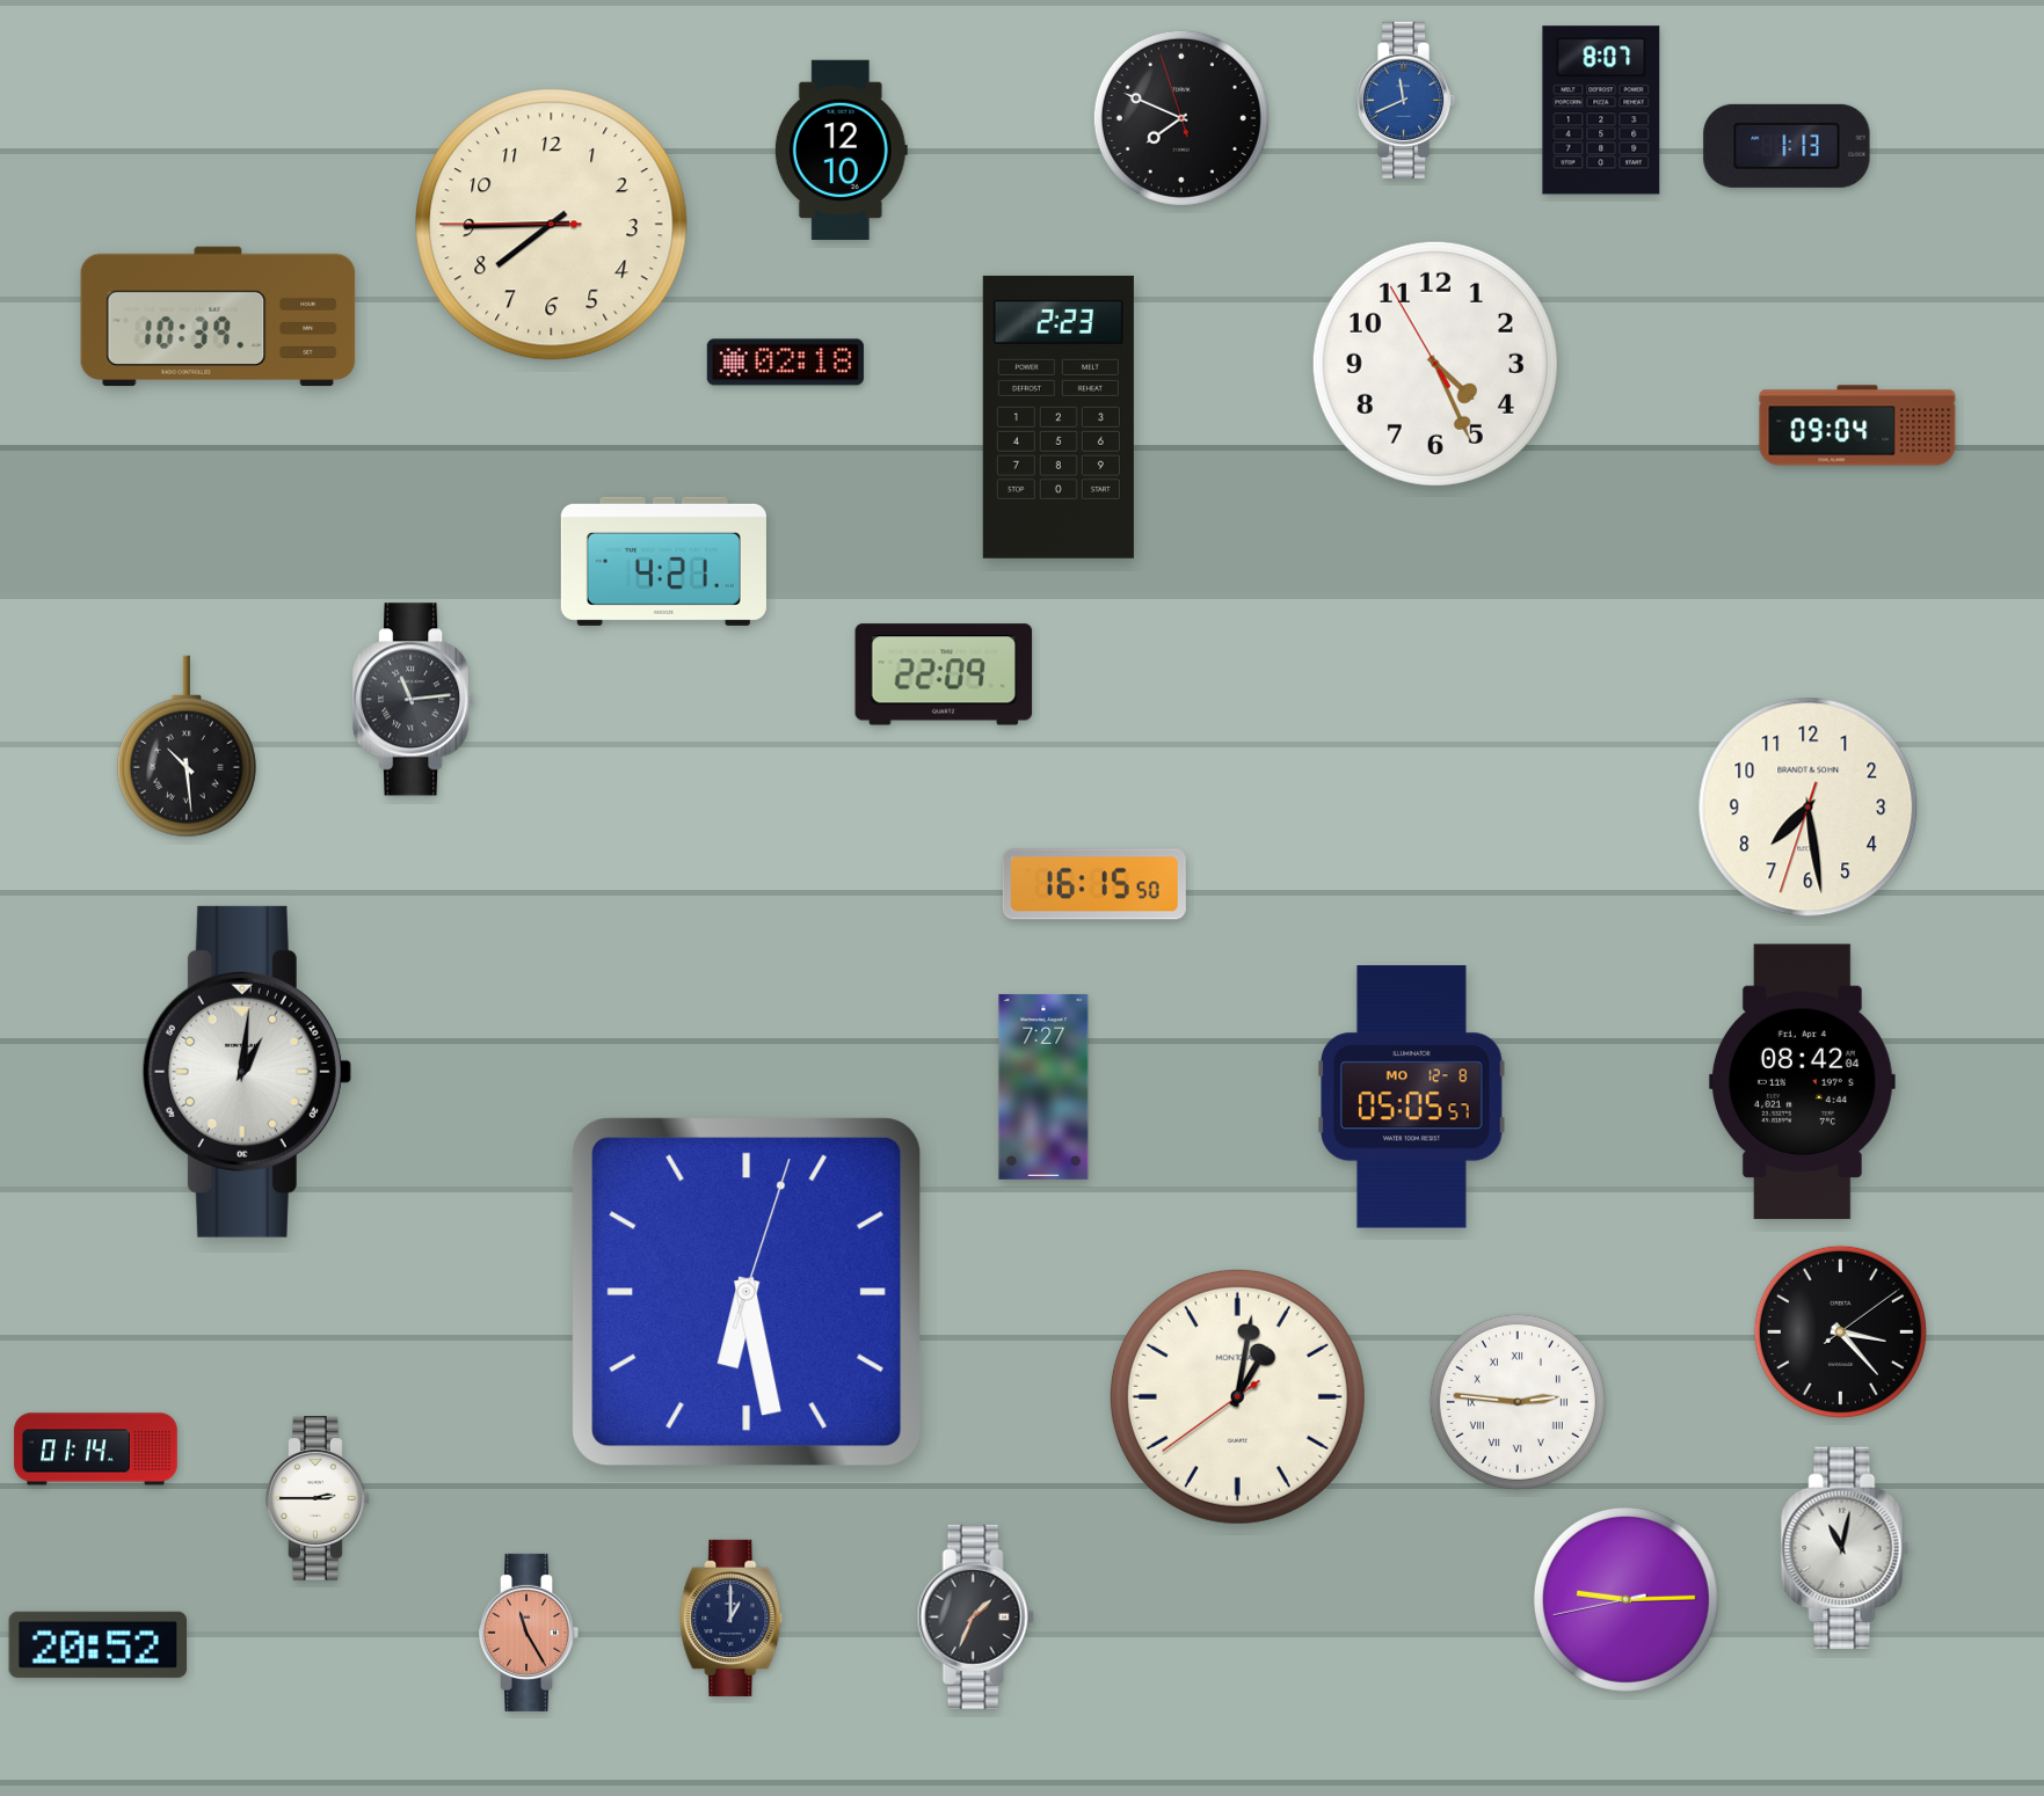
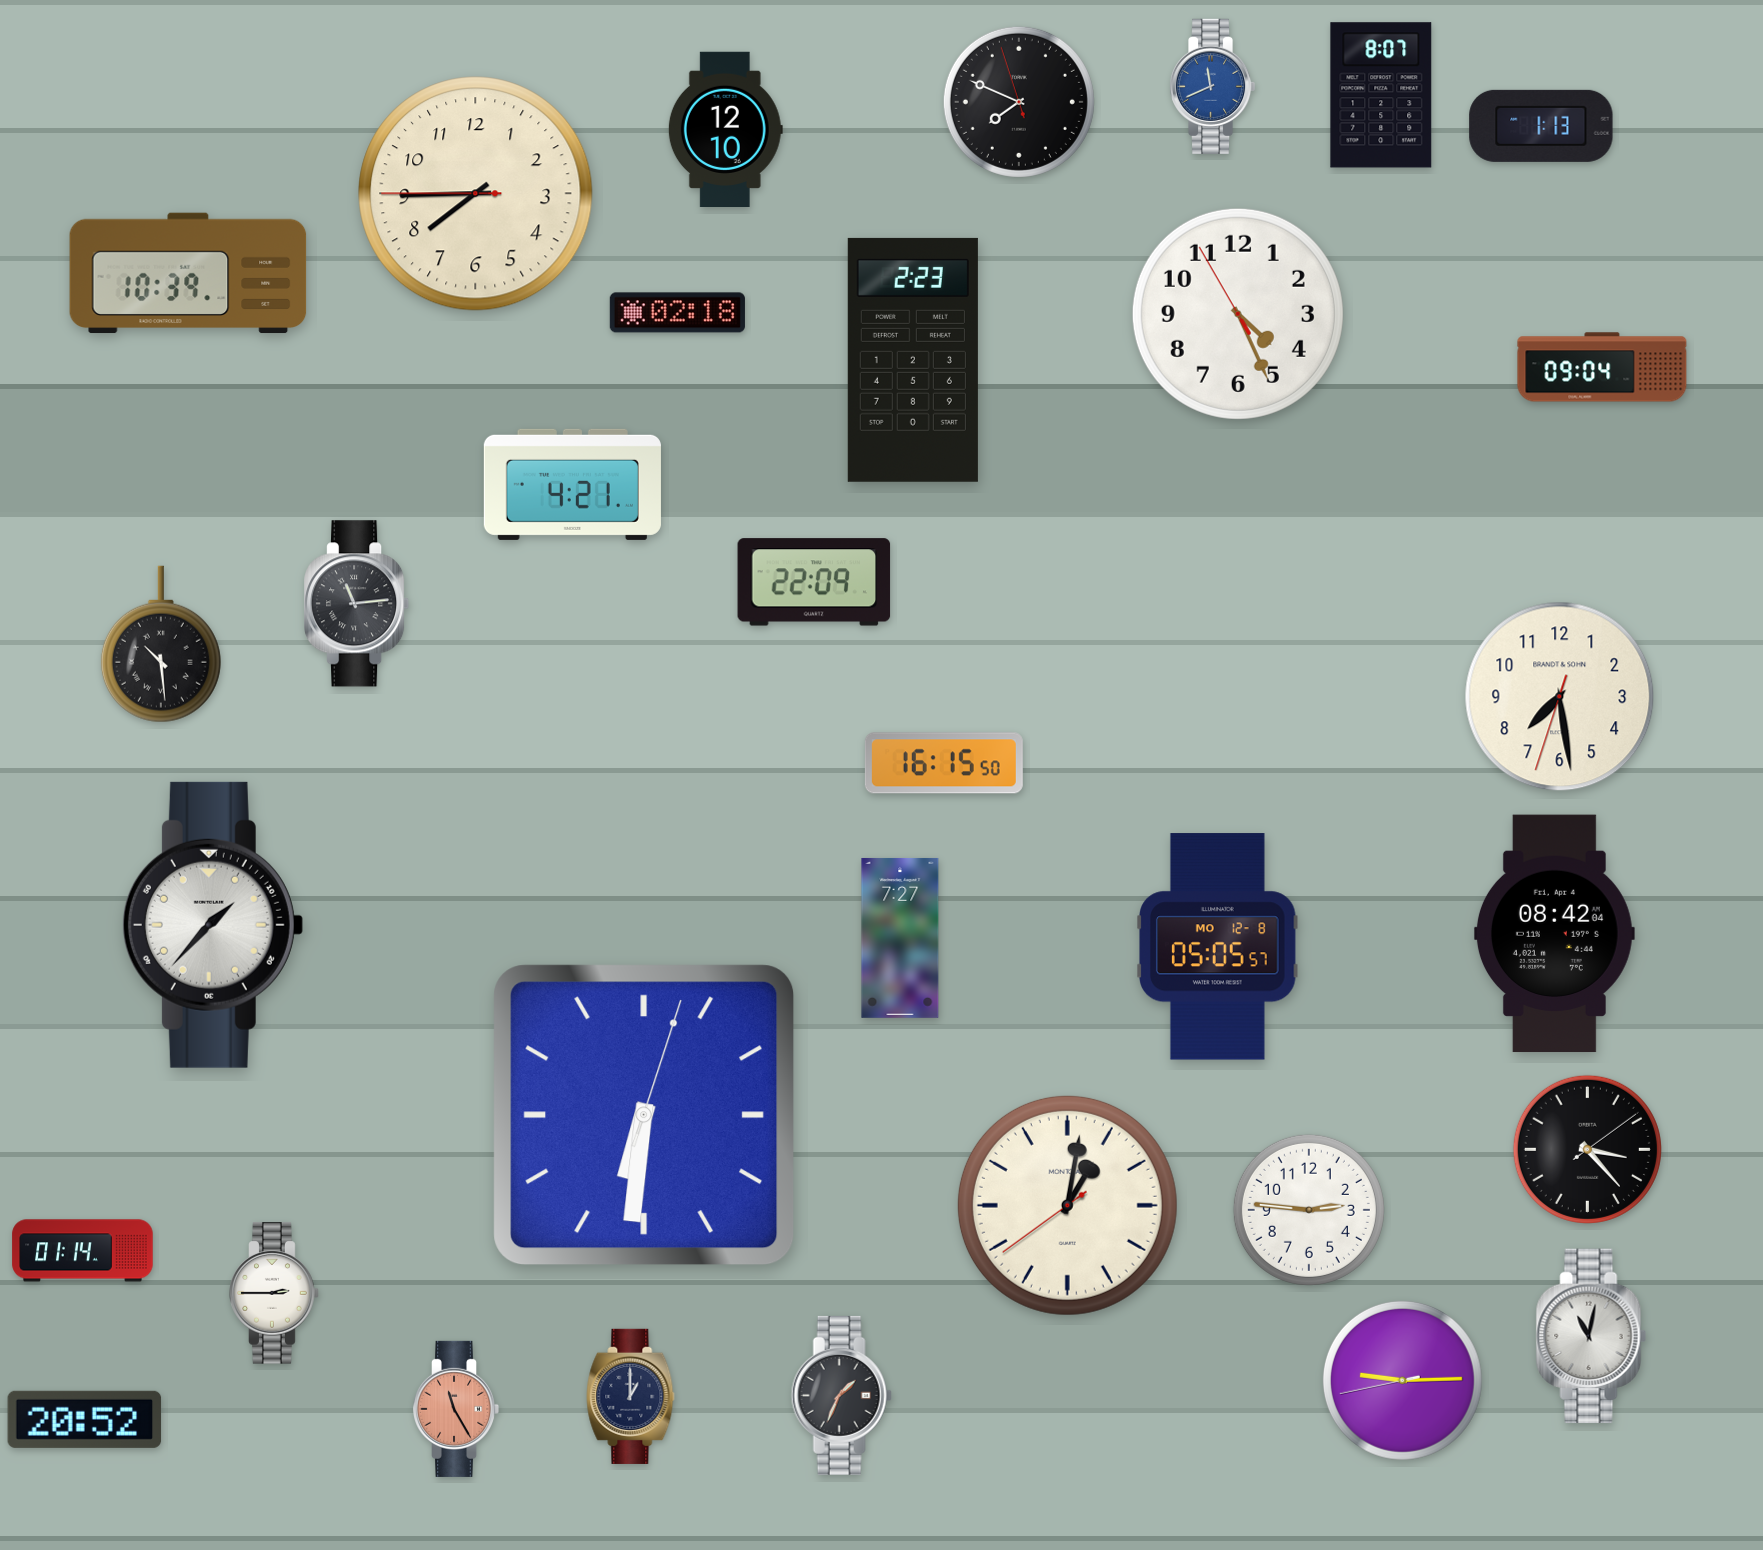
clock at (246, 1072): 1:01 -> 1:37
clock at (747, 1292): 6:28 -> 6:31
clock at (1518, 1402) numerals: Roman -> Arabic
